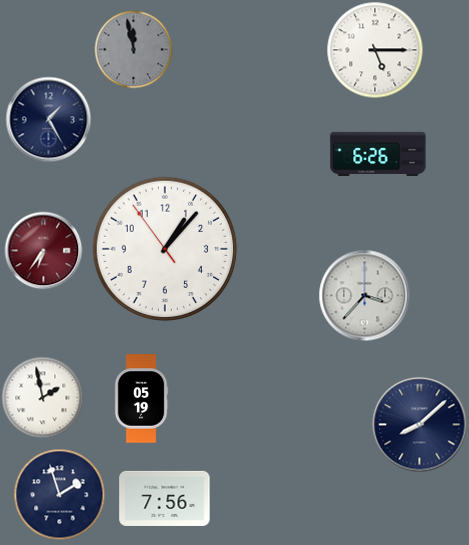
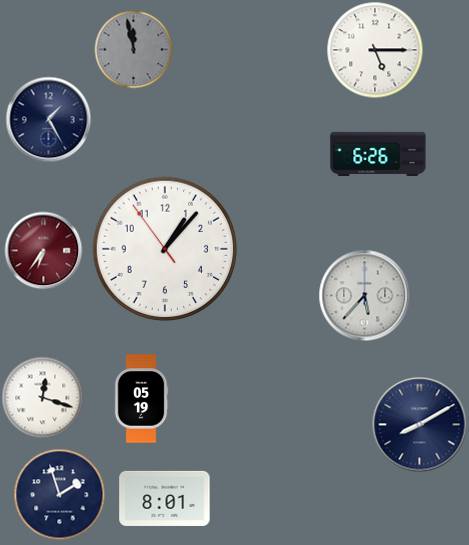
clock at (364, 295): 3:37 -> 5:37
clock at (42, 397): 1:58 -> 12:18
clock at (419, 424): 8:08 -> 8:10
clock at (165, 498): 7:56 -> 8:01
